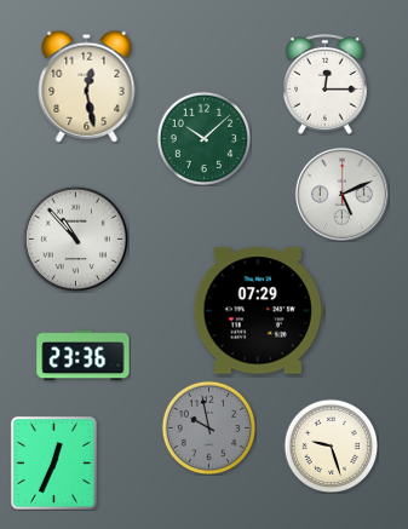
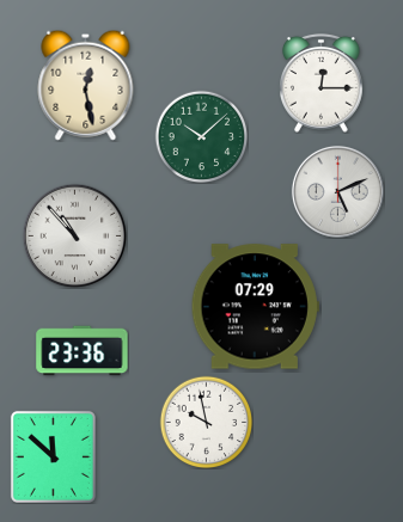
clock at (208, 427) dial: grey -> white
clock at (331, 445): 9:27 -> none
clock at (53, 462): 12:34 -> 11:52
